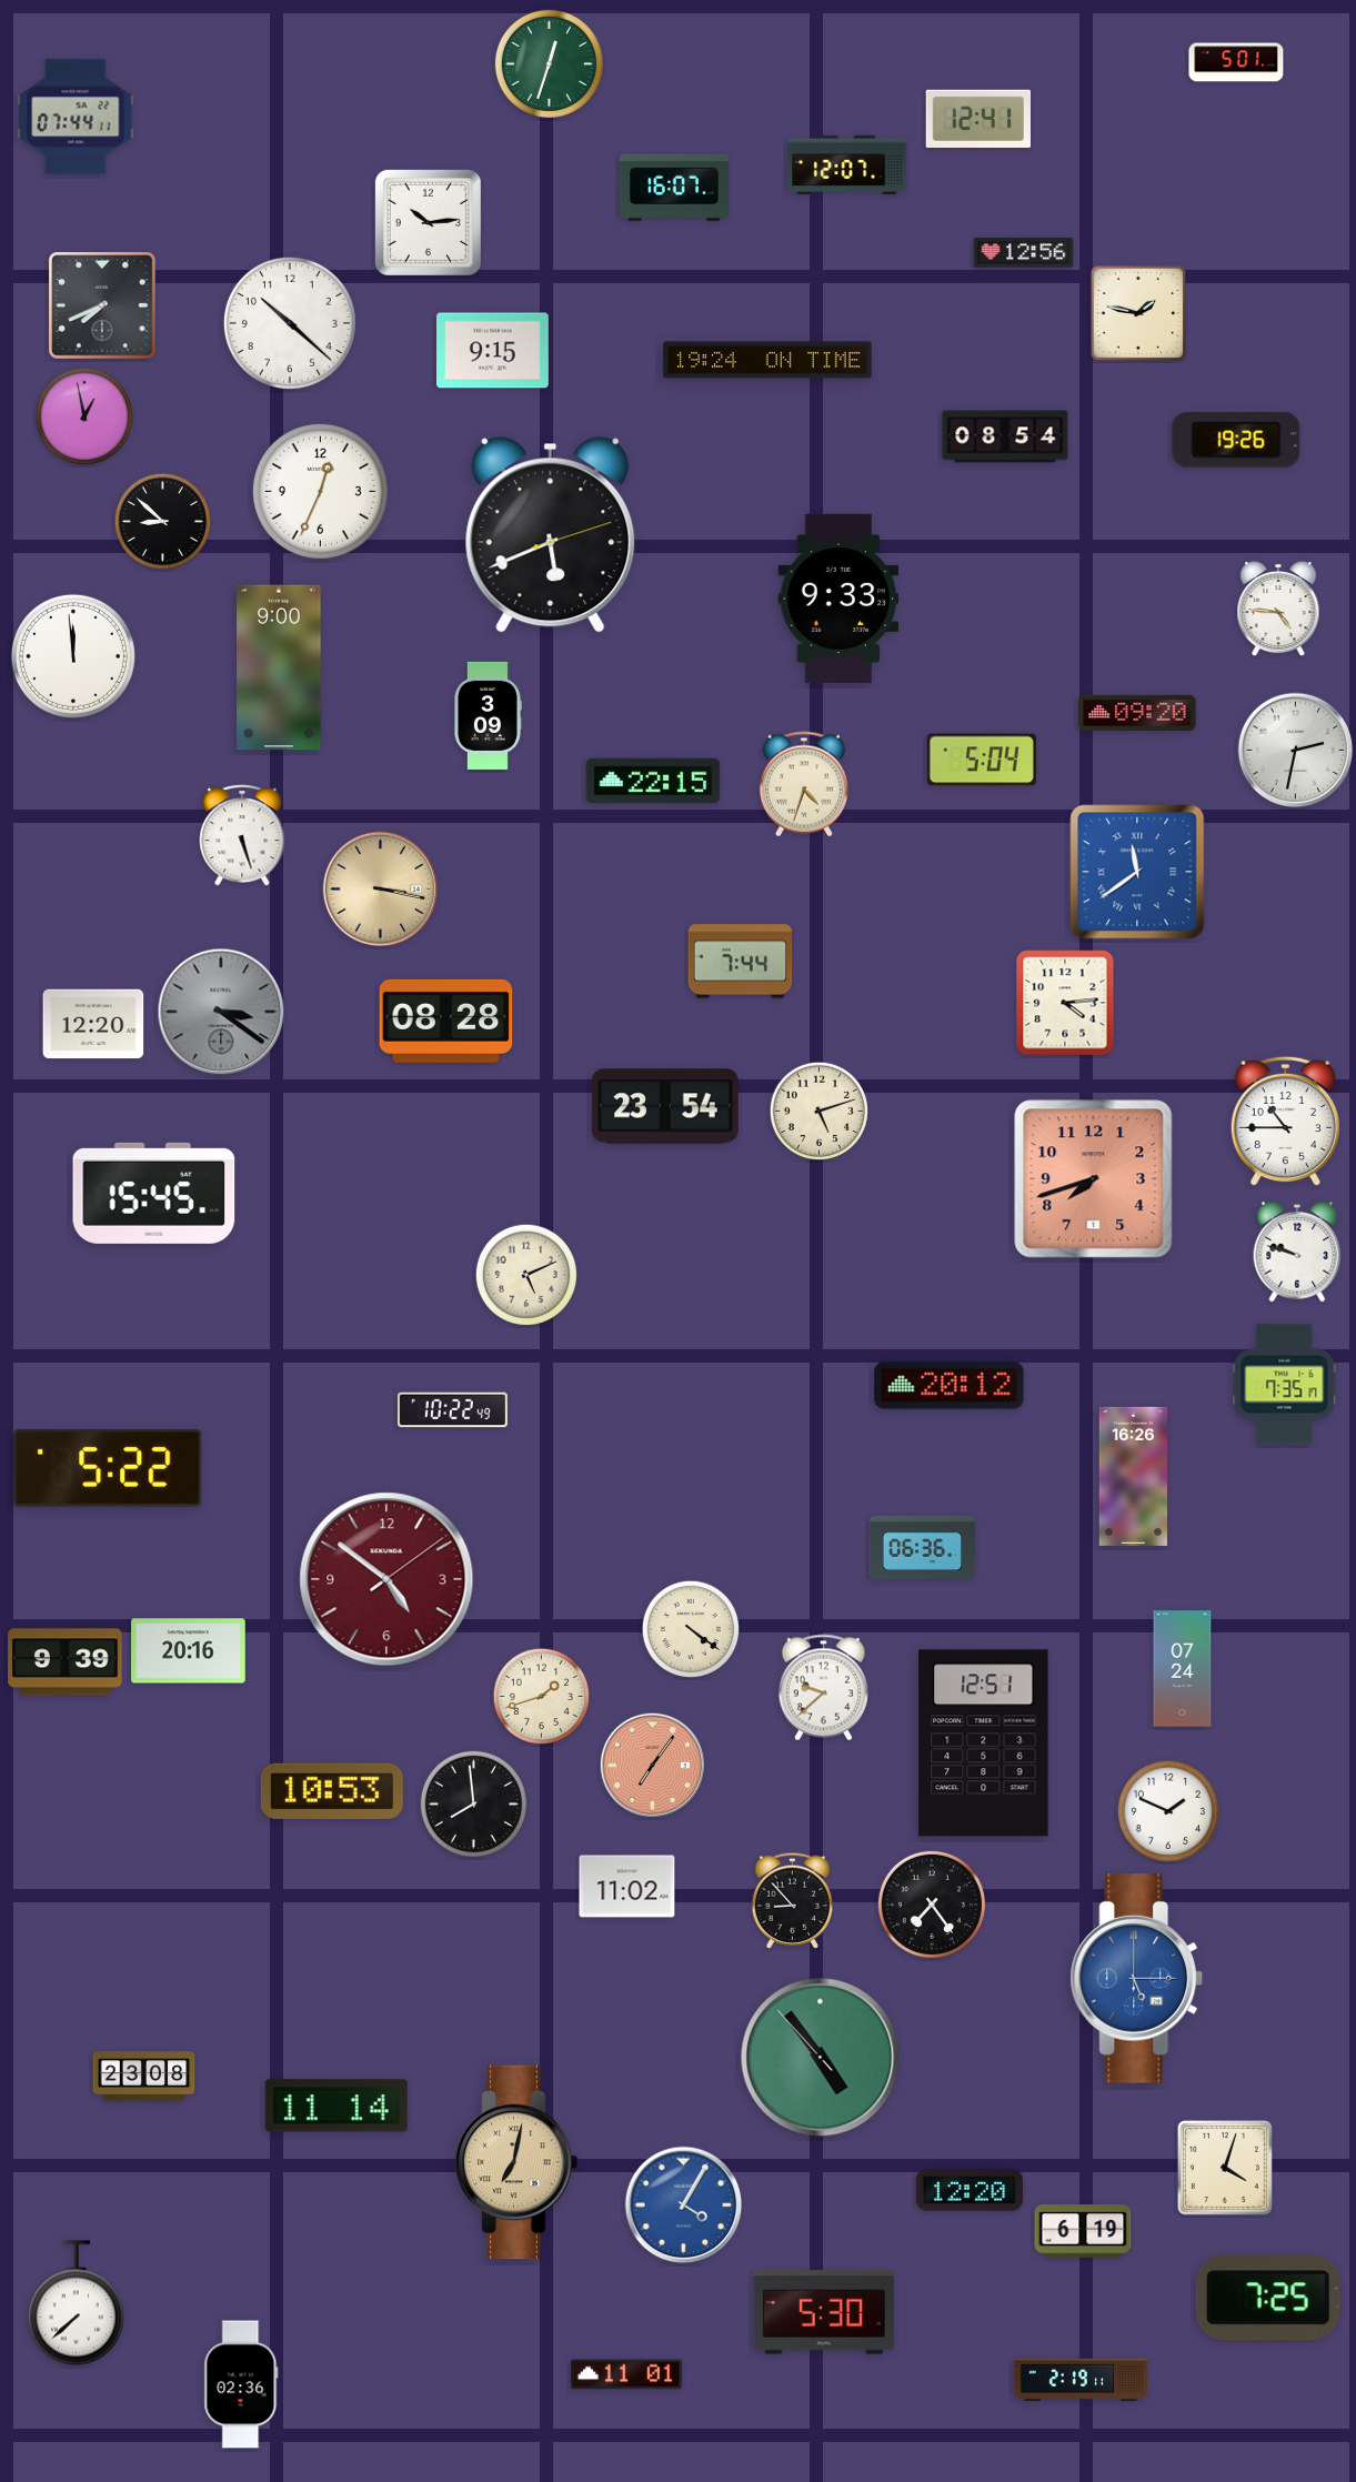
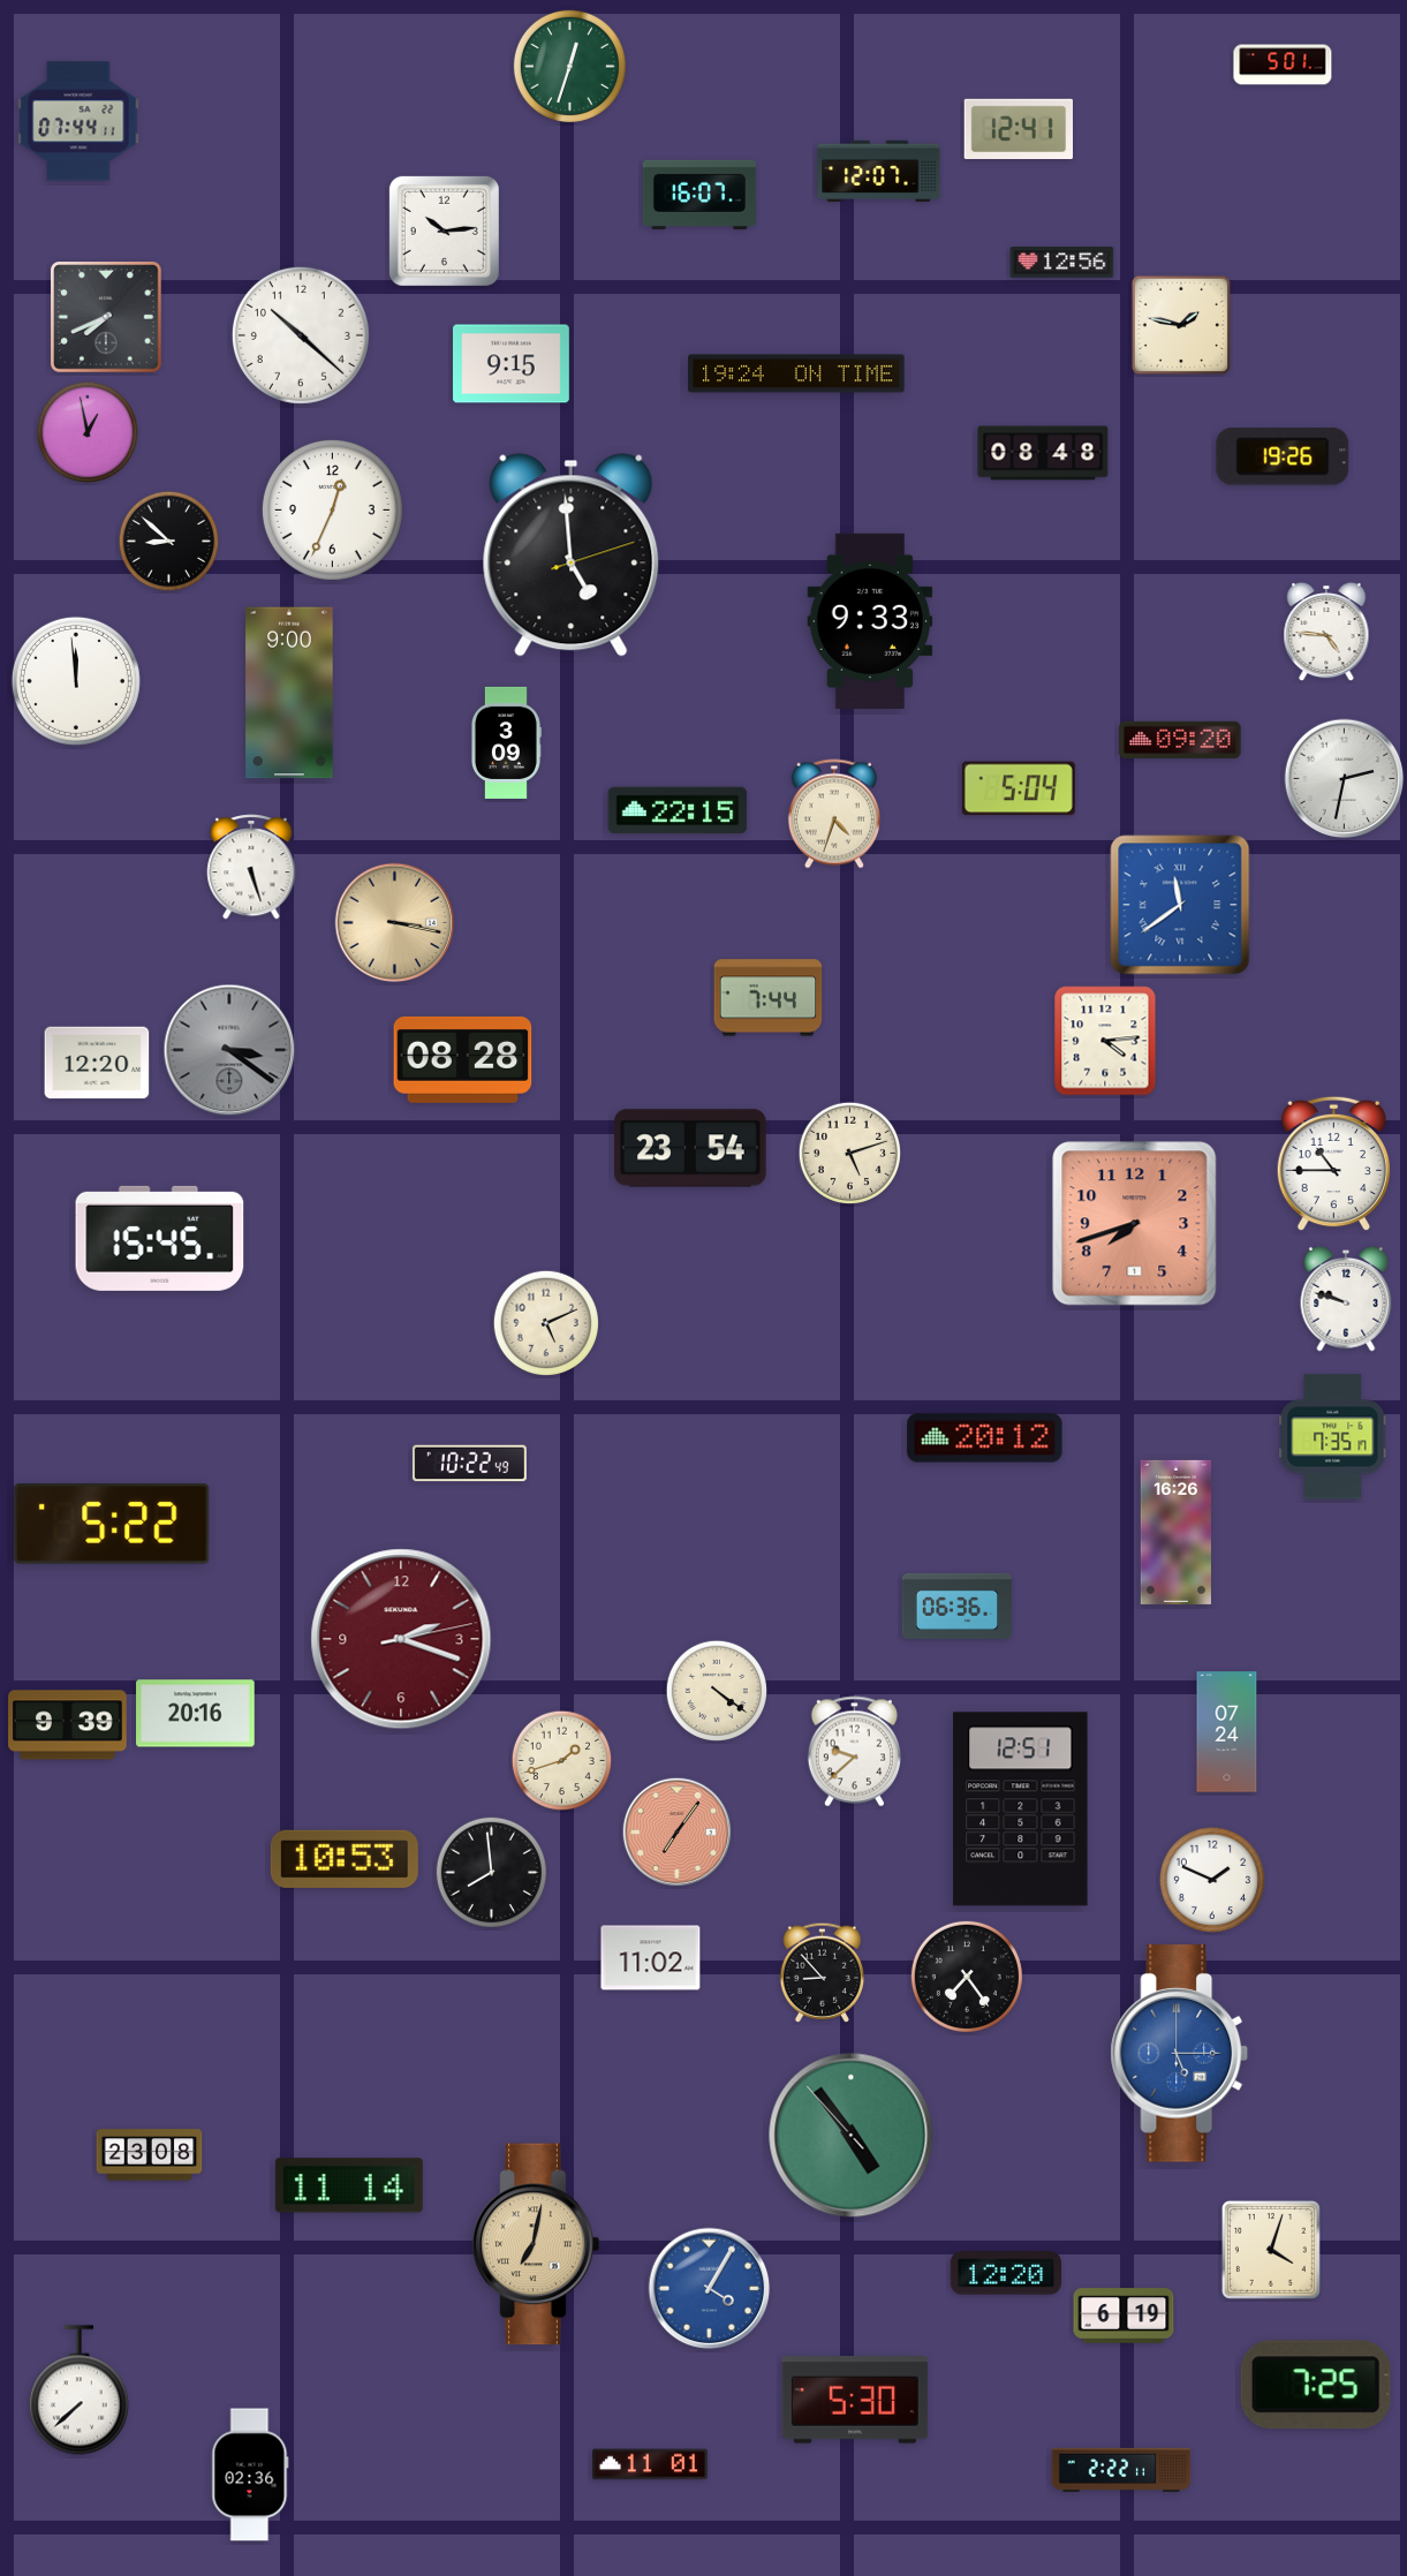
clock at (978, 118) position: (978, 118) -> (1019, 128)
clock at (1005, 436): 08:54 -> 08:48
clock at (551, 535): 5:41 -> 4:59
clock at (386, 1579): 4:51 -> 2:18
clock at (1081, 2380): 2:19 -> 2:22
